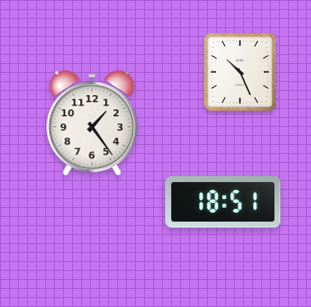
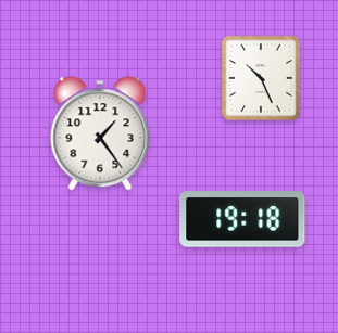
clock at (223, 202): 18:51 -> 19:18
